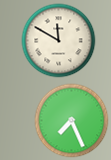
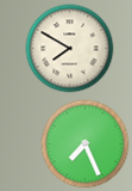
clock at (59, 41): 11:50 -> 7:50
